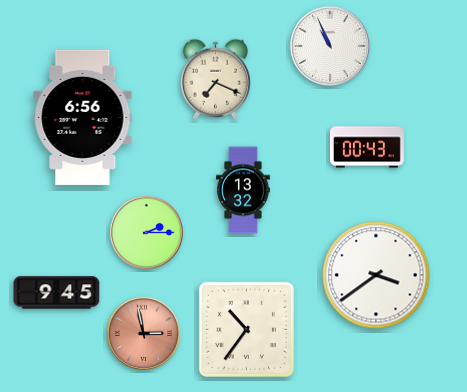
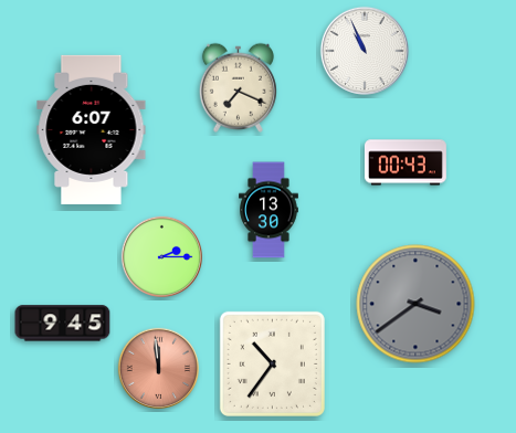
clock at (83, 117): 6:56 -> 6:07
clock at (244, 190): 13:32 -> 13:30
clock at (376, 275) dial: white -> grey
clock at (143, 333): 2:58 -> 11:59
